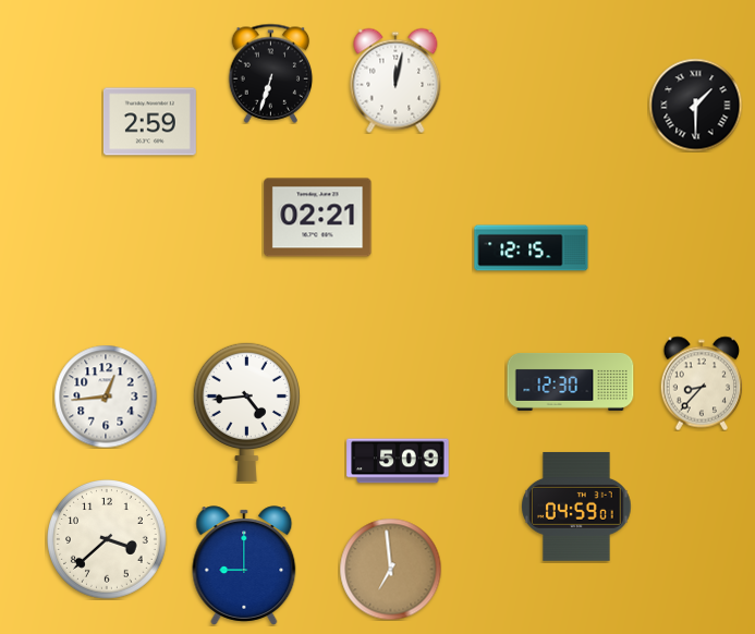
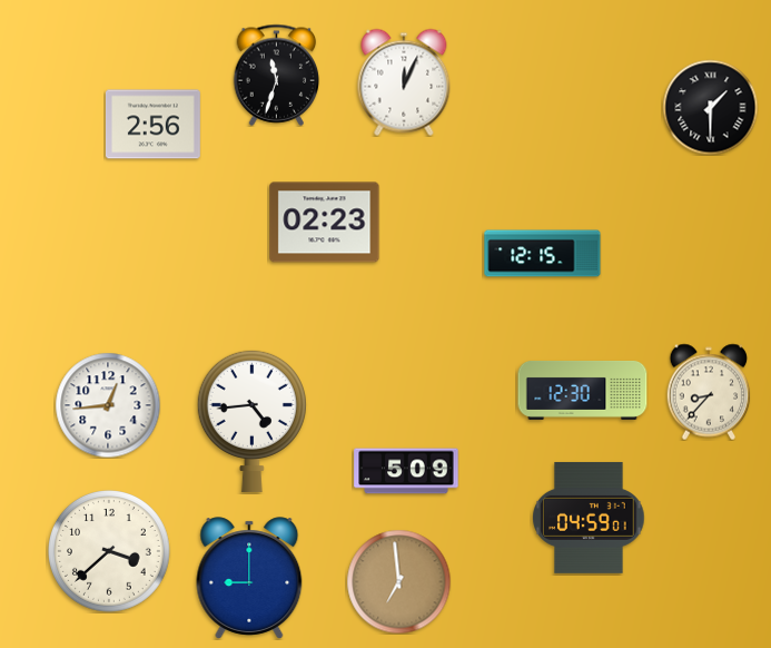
clock at (271, 73): 6:33 -> 11:33
clock at (395, 81): 12:02 -> 12:04
clock at (149, 122): 2:59 -> 2:56
clock at (318, 218): 02:21 -> 02:23
clock at (702, 383) position: (702, 383) -> (709, 392)
